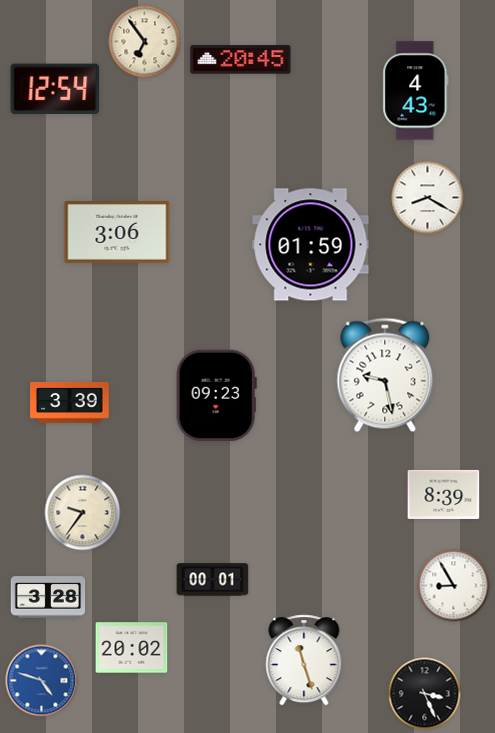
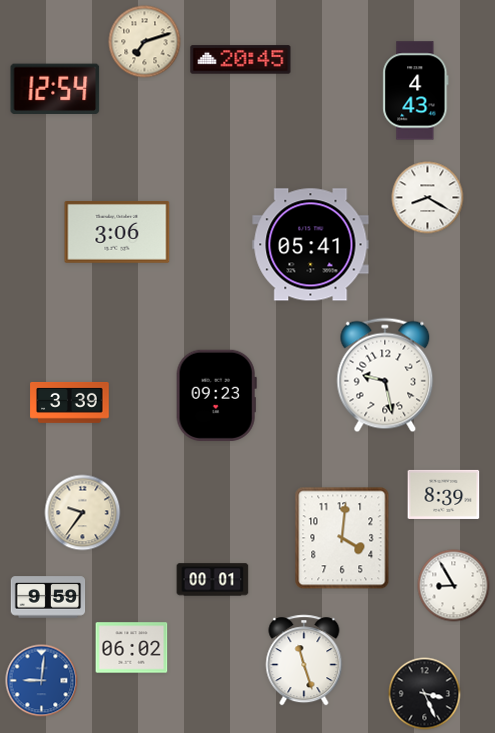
clock at (145, 42): 6:54 -> 7:12
clock at (311, 245): 01:59 -> 05:41
clock at (342, 538): none -> 4:01
clock at (48, 597): 3:28 -> 9:59
clock at (132, 648): 20:02 -> 06:02
clock at (42, 681): 4:48 -> 9:01
